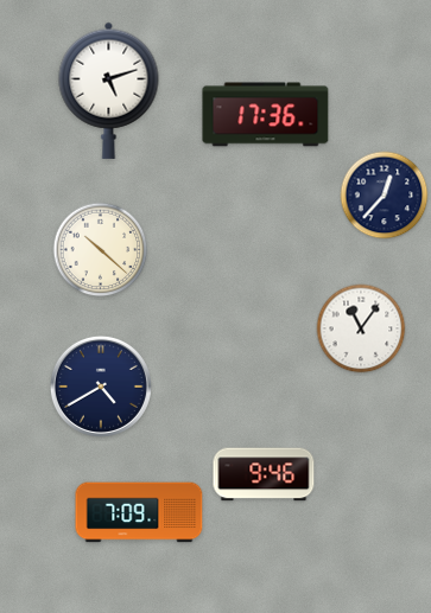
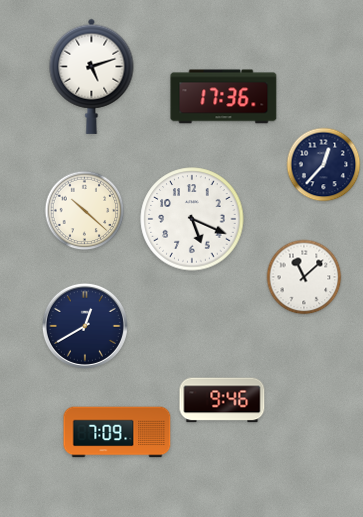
clock at (192, 219): none -> 5:19
clock at (361, 328): 11:06 -> 11:08
clock at (101, 387): 4:40 -> 12:40
